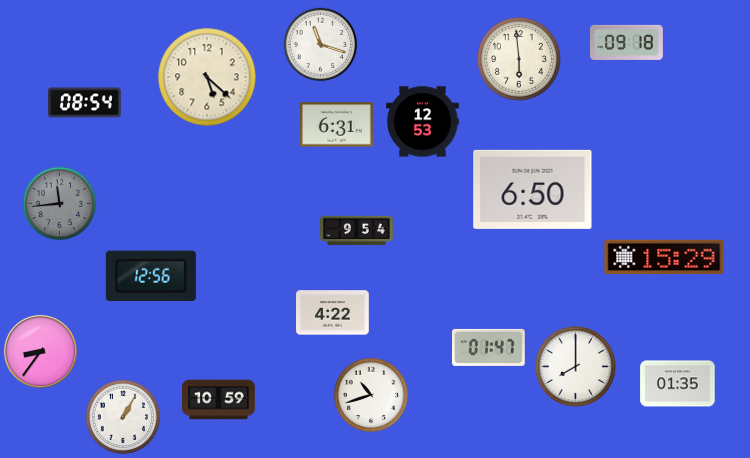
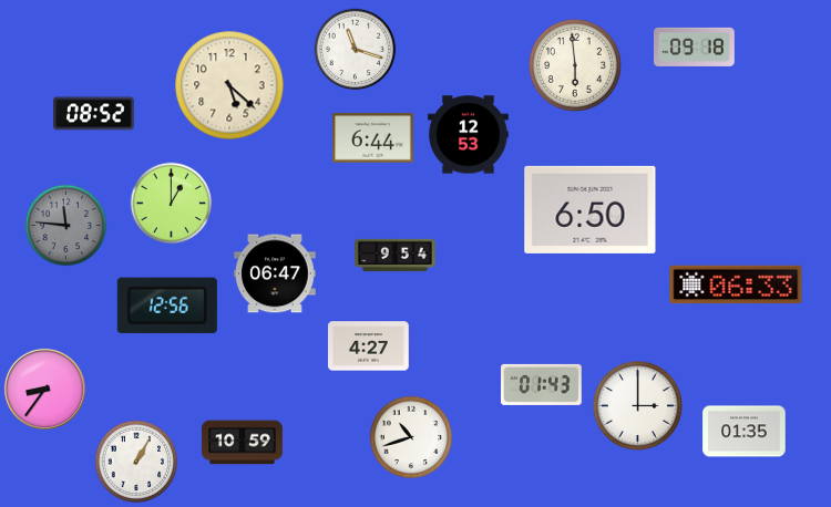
clock at (85, 103): 08:54 -> 08:52
clock at (337, 125): 6:31 -> 6:44
clock at (172, 204): none -> 1:00
clock at (60, 204): 11:44 -> 11:46
clock at (275, 273): none -> 06:47
clock at (664, 257): 15:29 -> 06:33
clock at (333, 313): 4:22 -> 4:27
clock at (489, 347): 01:47 -> 01:43
clock at (575, 366): 8:00 -> 3:00
clock at (678, 384) position: (678, 384) -> (745, 432)
